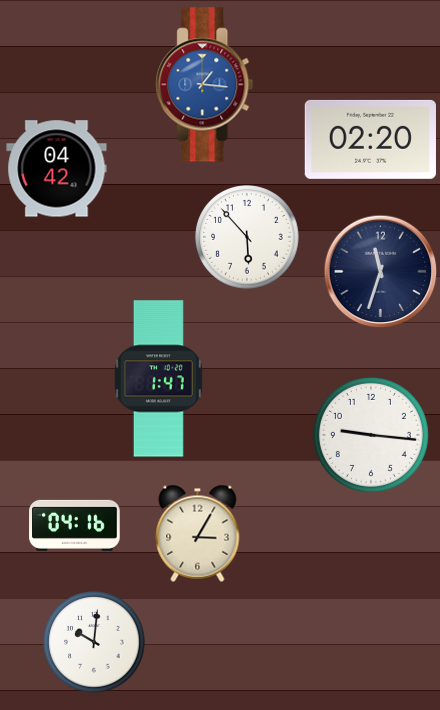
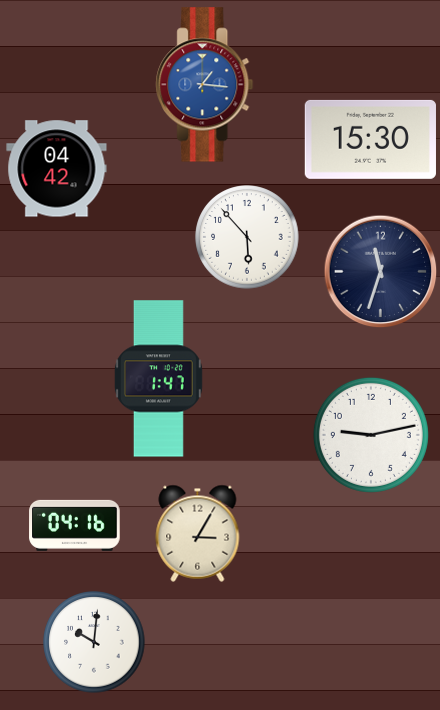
clock at (370, 139): 02:20 -> 15:30
clock at (371, 435): 9:16 -> 9:13
